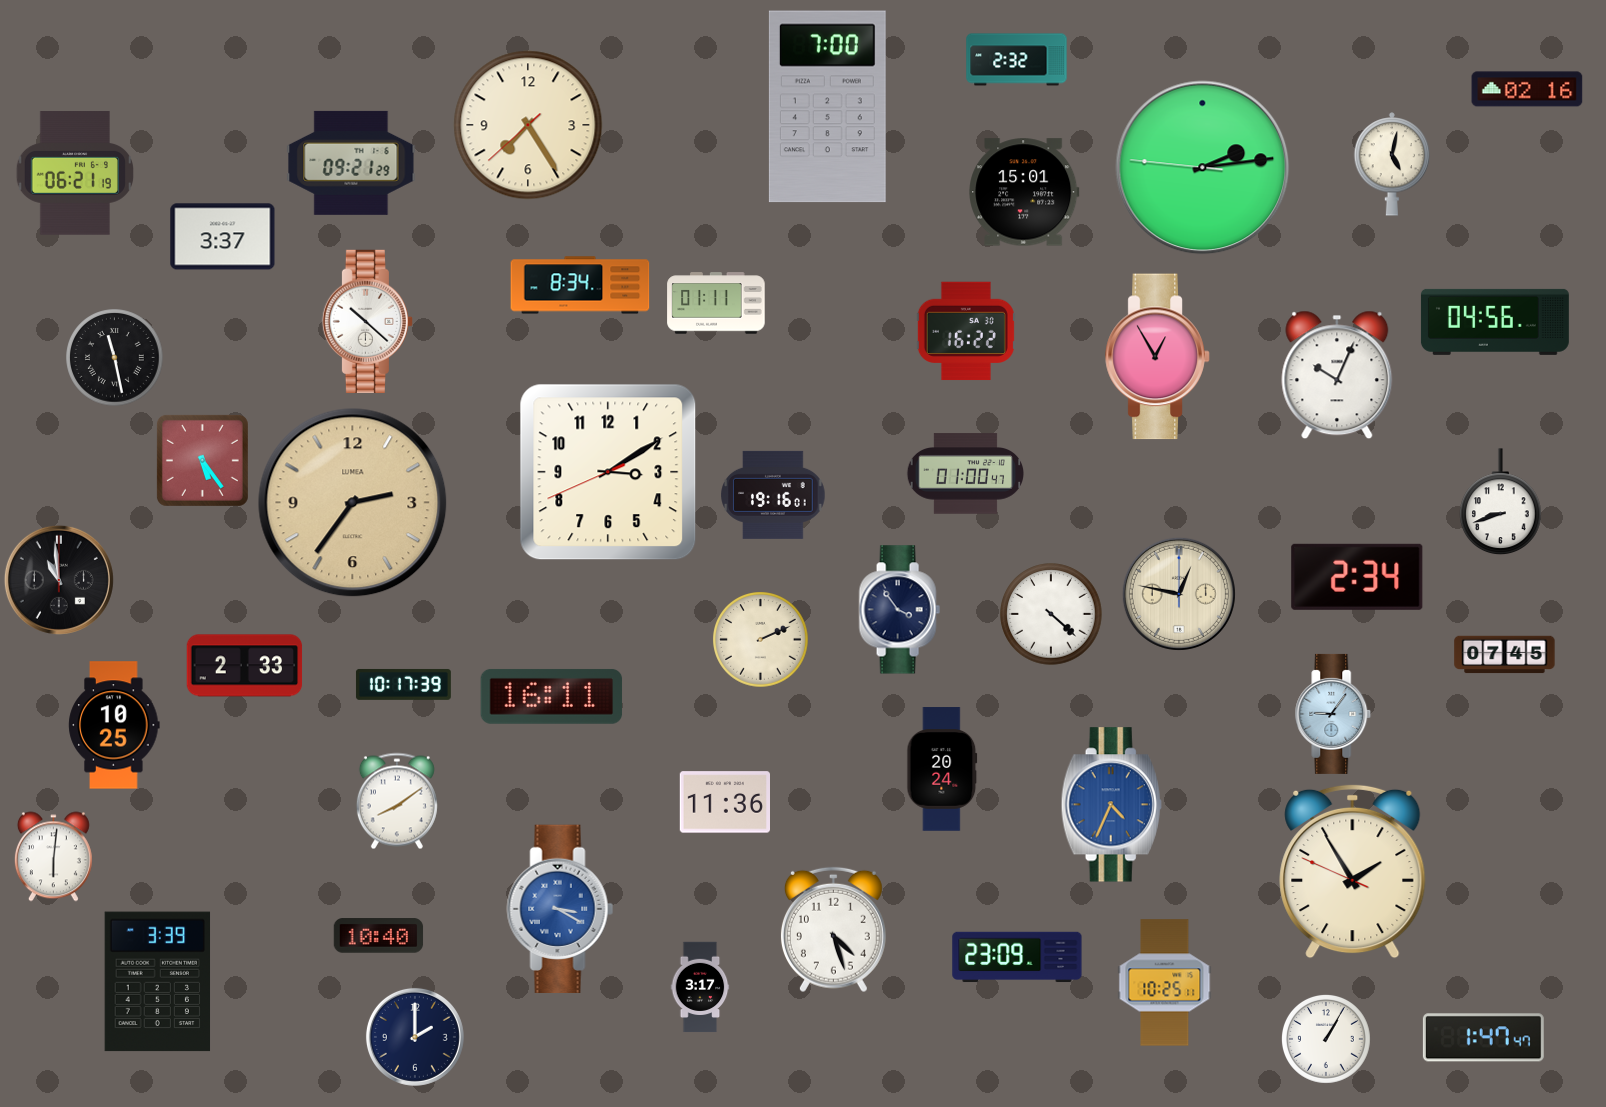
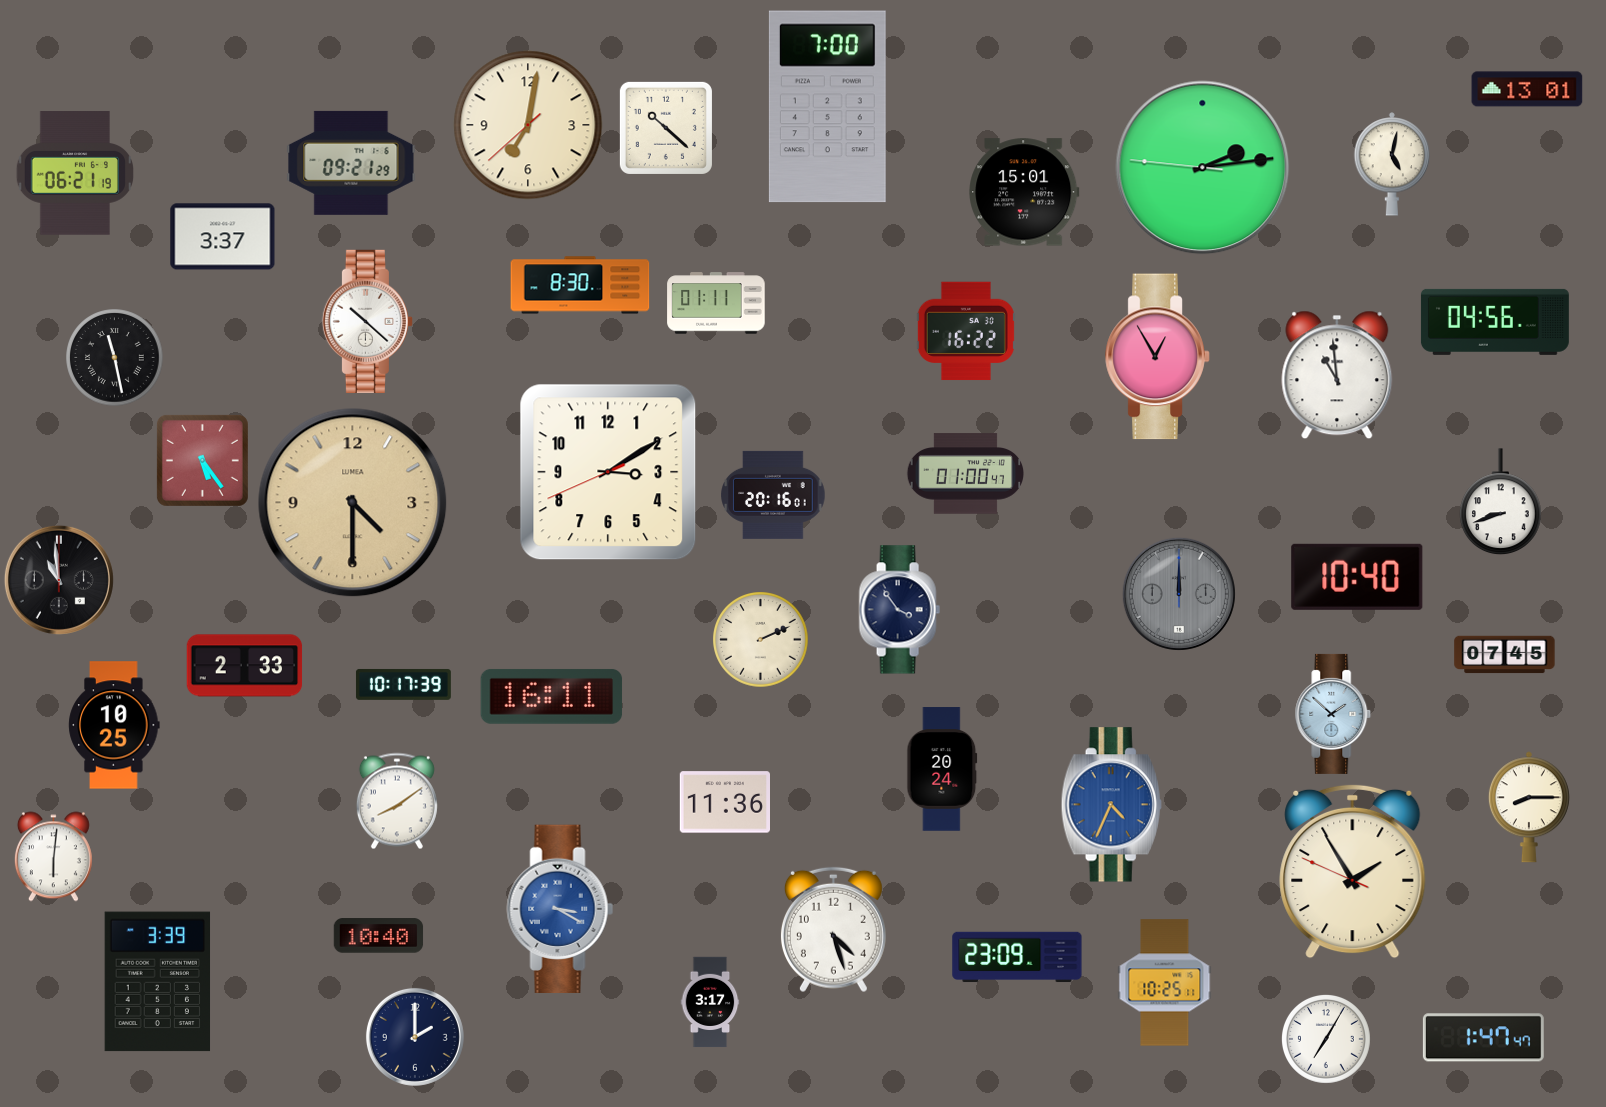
clock at (1017, 60): 2:32 -> none
clock at (1527, 89): 02:16 -> 13:01
clock at (528, 125): 7:24 -> 7:01
clock at (666, 128): none -> 10:22
clock at (580, 285): 8:34 -> 8:30
clock at (1337, 375): 10:04 -> 10:59
clock at (773, 495): 19:16 -> 20:16
clock at (353, 503): 2:36 -> 4:30
clock at (1357, 577): 2:34 -> 10:40
clock at (1179, 594): 12:47 -> 12:00
clock at (1179, 594) dial: cream -> grey
clock at (1051, 614): 4:22 -> none
clock at (1333, 714): 9:06 -> 1:52
clock at (1529, 807): none -> 8:15
clock at (700, 987) position: (700, 987) -> (710, 1002)
clock at (1326, 1039): 1:05 -> 7:05
